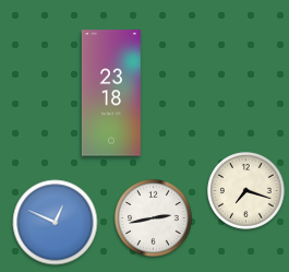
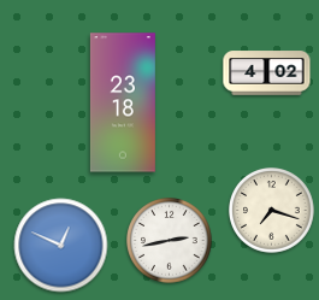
clock at (267, 73): none -> 4:02
